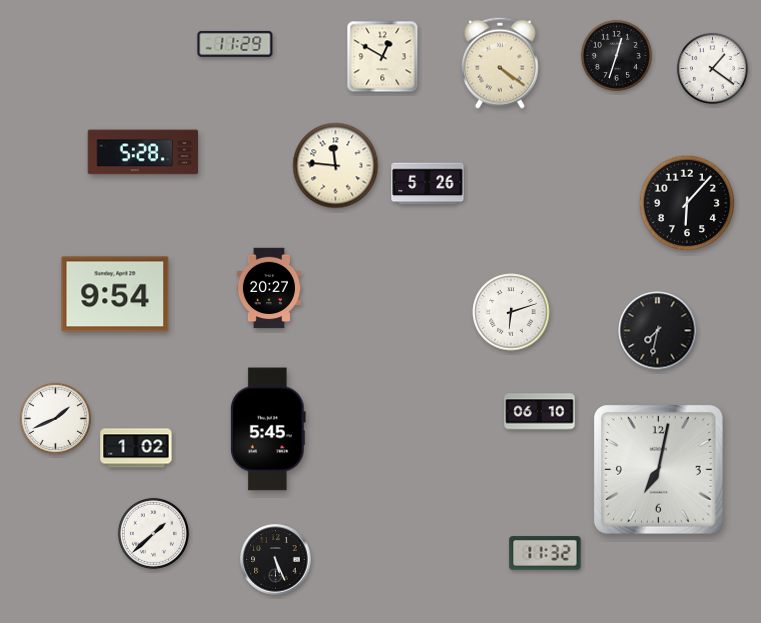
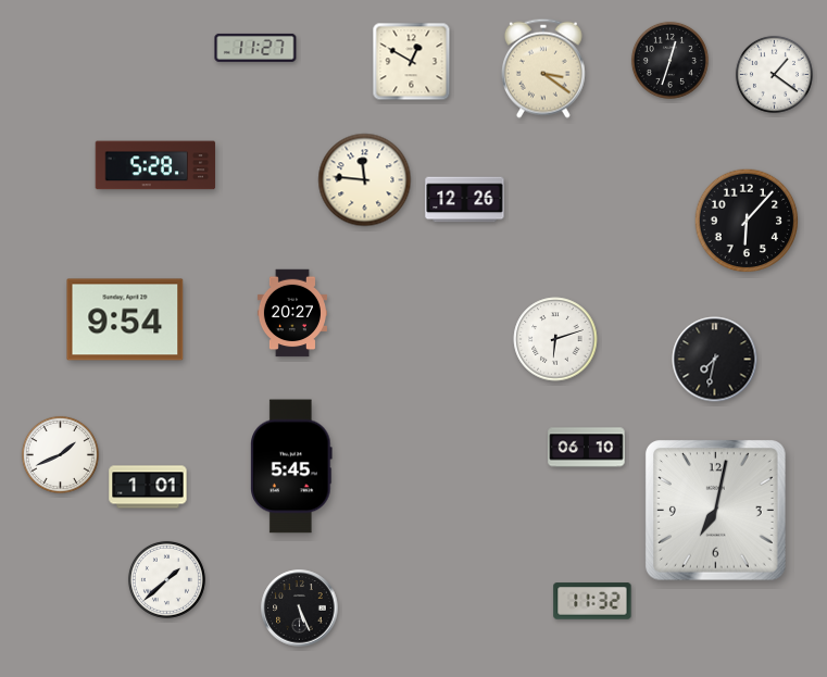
clock at (235, 44): 11:29 -> 11:27
clock at (383, 57) position: (383, 57) -> (412, 62)
clock at (500, 63): 4:21 -> 3:21
clock at (428, 184): 5:26 -> 12:26
clock at (136, 448): 1:02 -> 1:01
